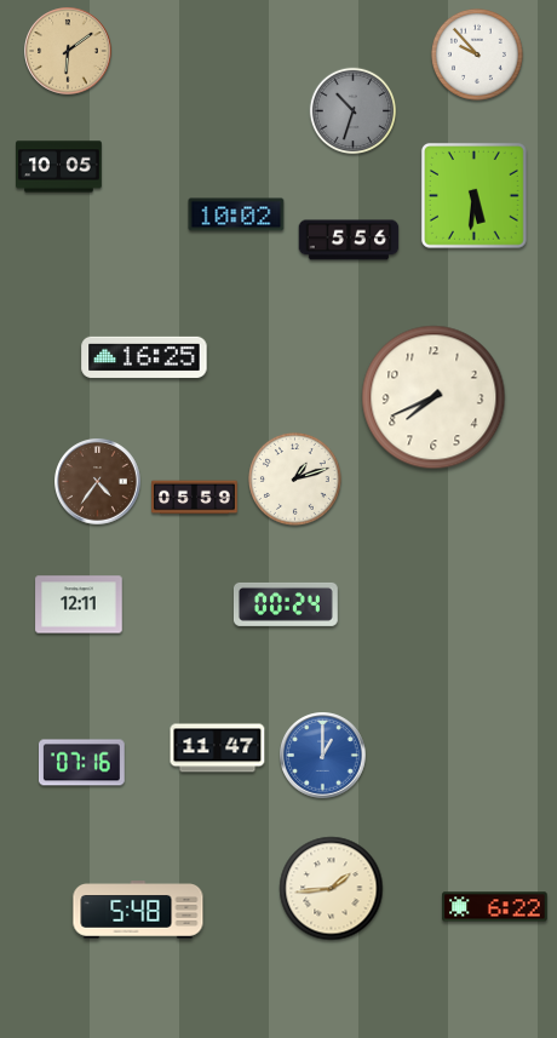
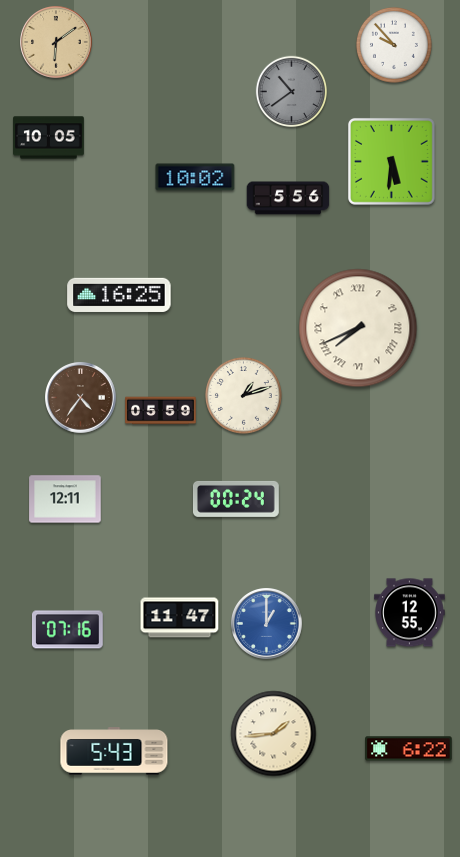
clock at (354, 111): 10:33 -> 10:39
clock at (433, 397) numerals: Arabic -> Roman
clock at (410, 613): none -> 12:55
clock at (138, 910): 5:48 -> 5:43
